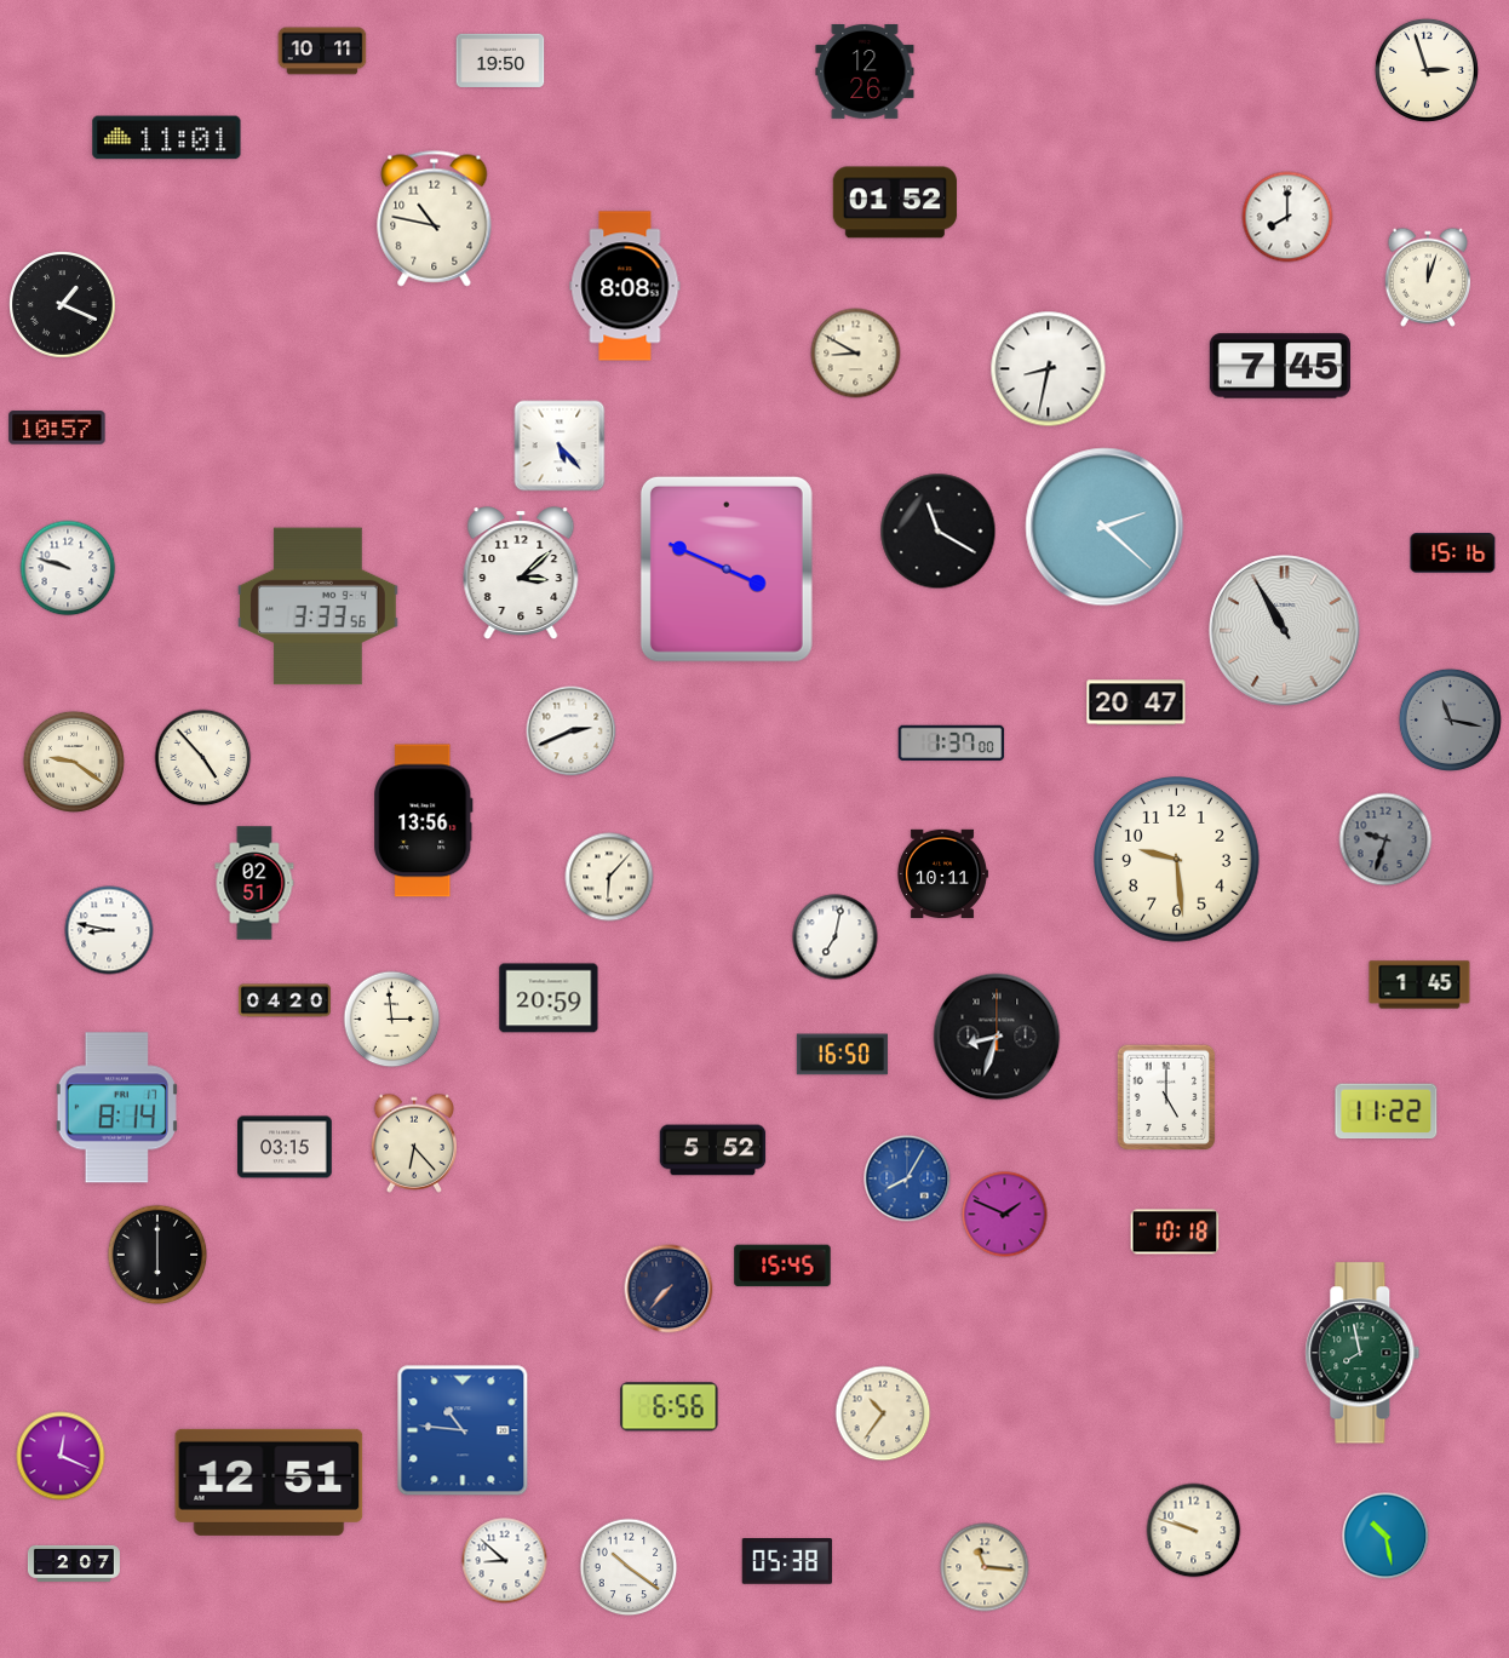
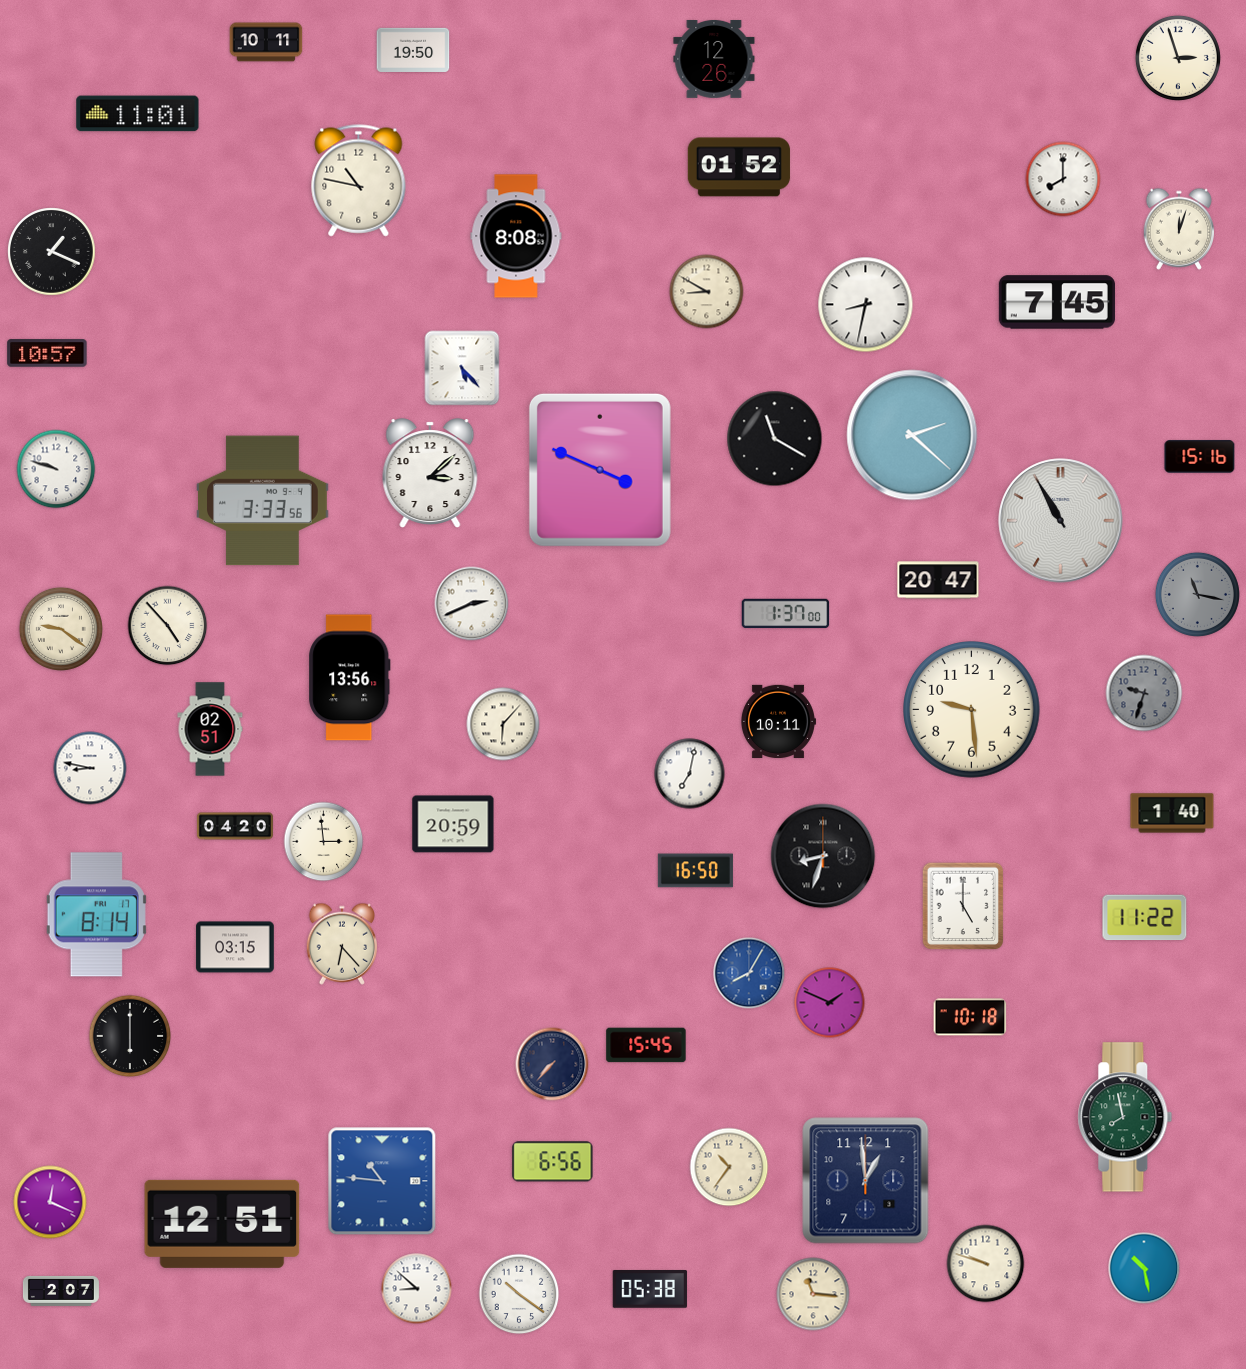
clock at (1419, 985): 1:45 -> 1:40
clock at (713, 1151): 5:52 -> none
clock at (866, 1181): none -> 12:59
